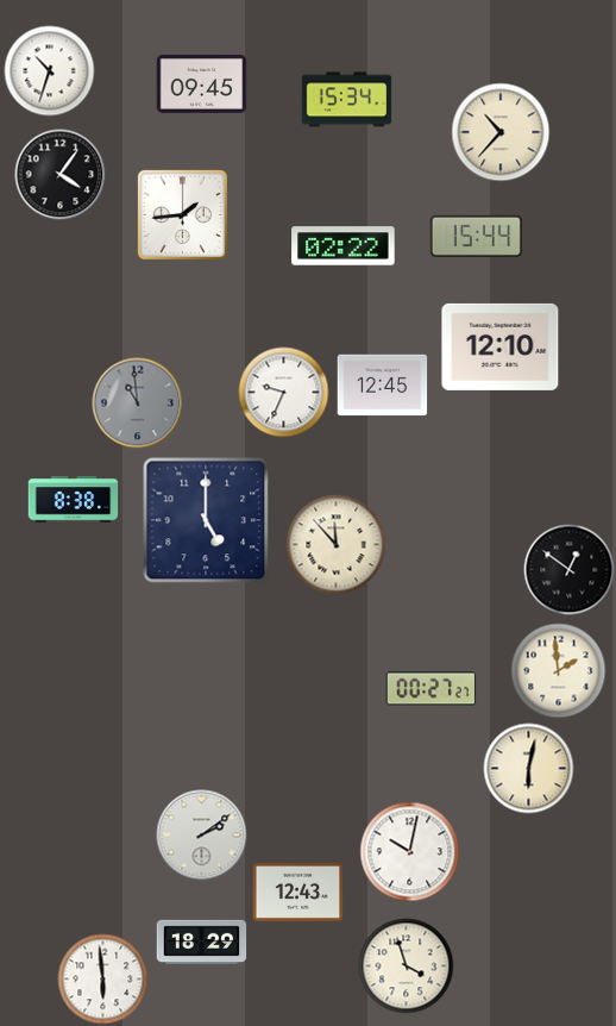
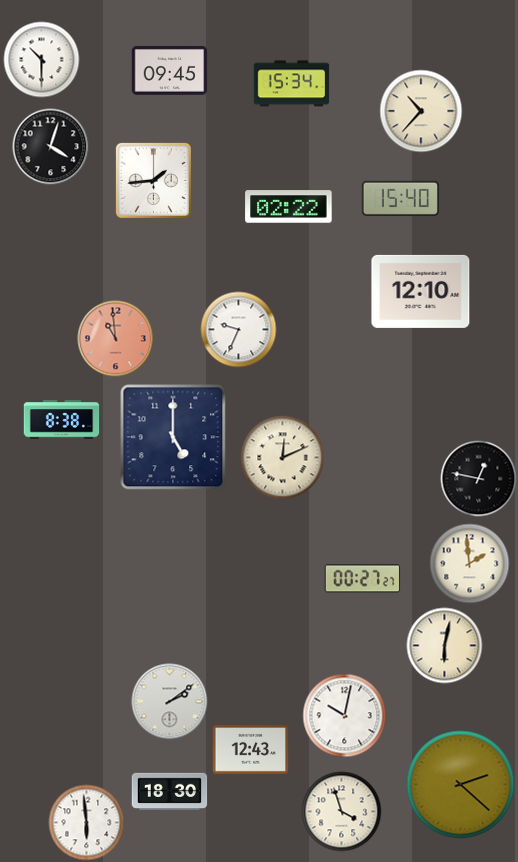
clock at (50, 71): 10:33 -> 10:30
clock at (61, 175): 4:06 -> 4:03
clock at (476, 236): 15:44 -> 15:40
clock at (383, 386): 12:45 -> none
clock at (138, 403) dial: grey -> salmon
clock at (337, 545): 11:53 -> 12:11
clock at (570, 570): 12:51 -> 12:47
clock at (461, 785): none -> 2:22
clock at (202, 941): 18:29 -> 18:30
